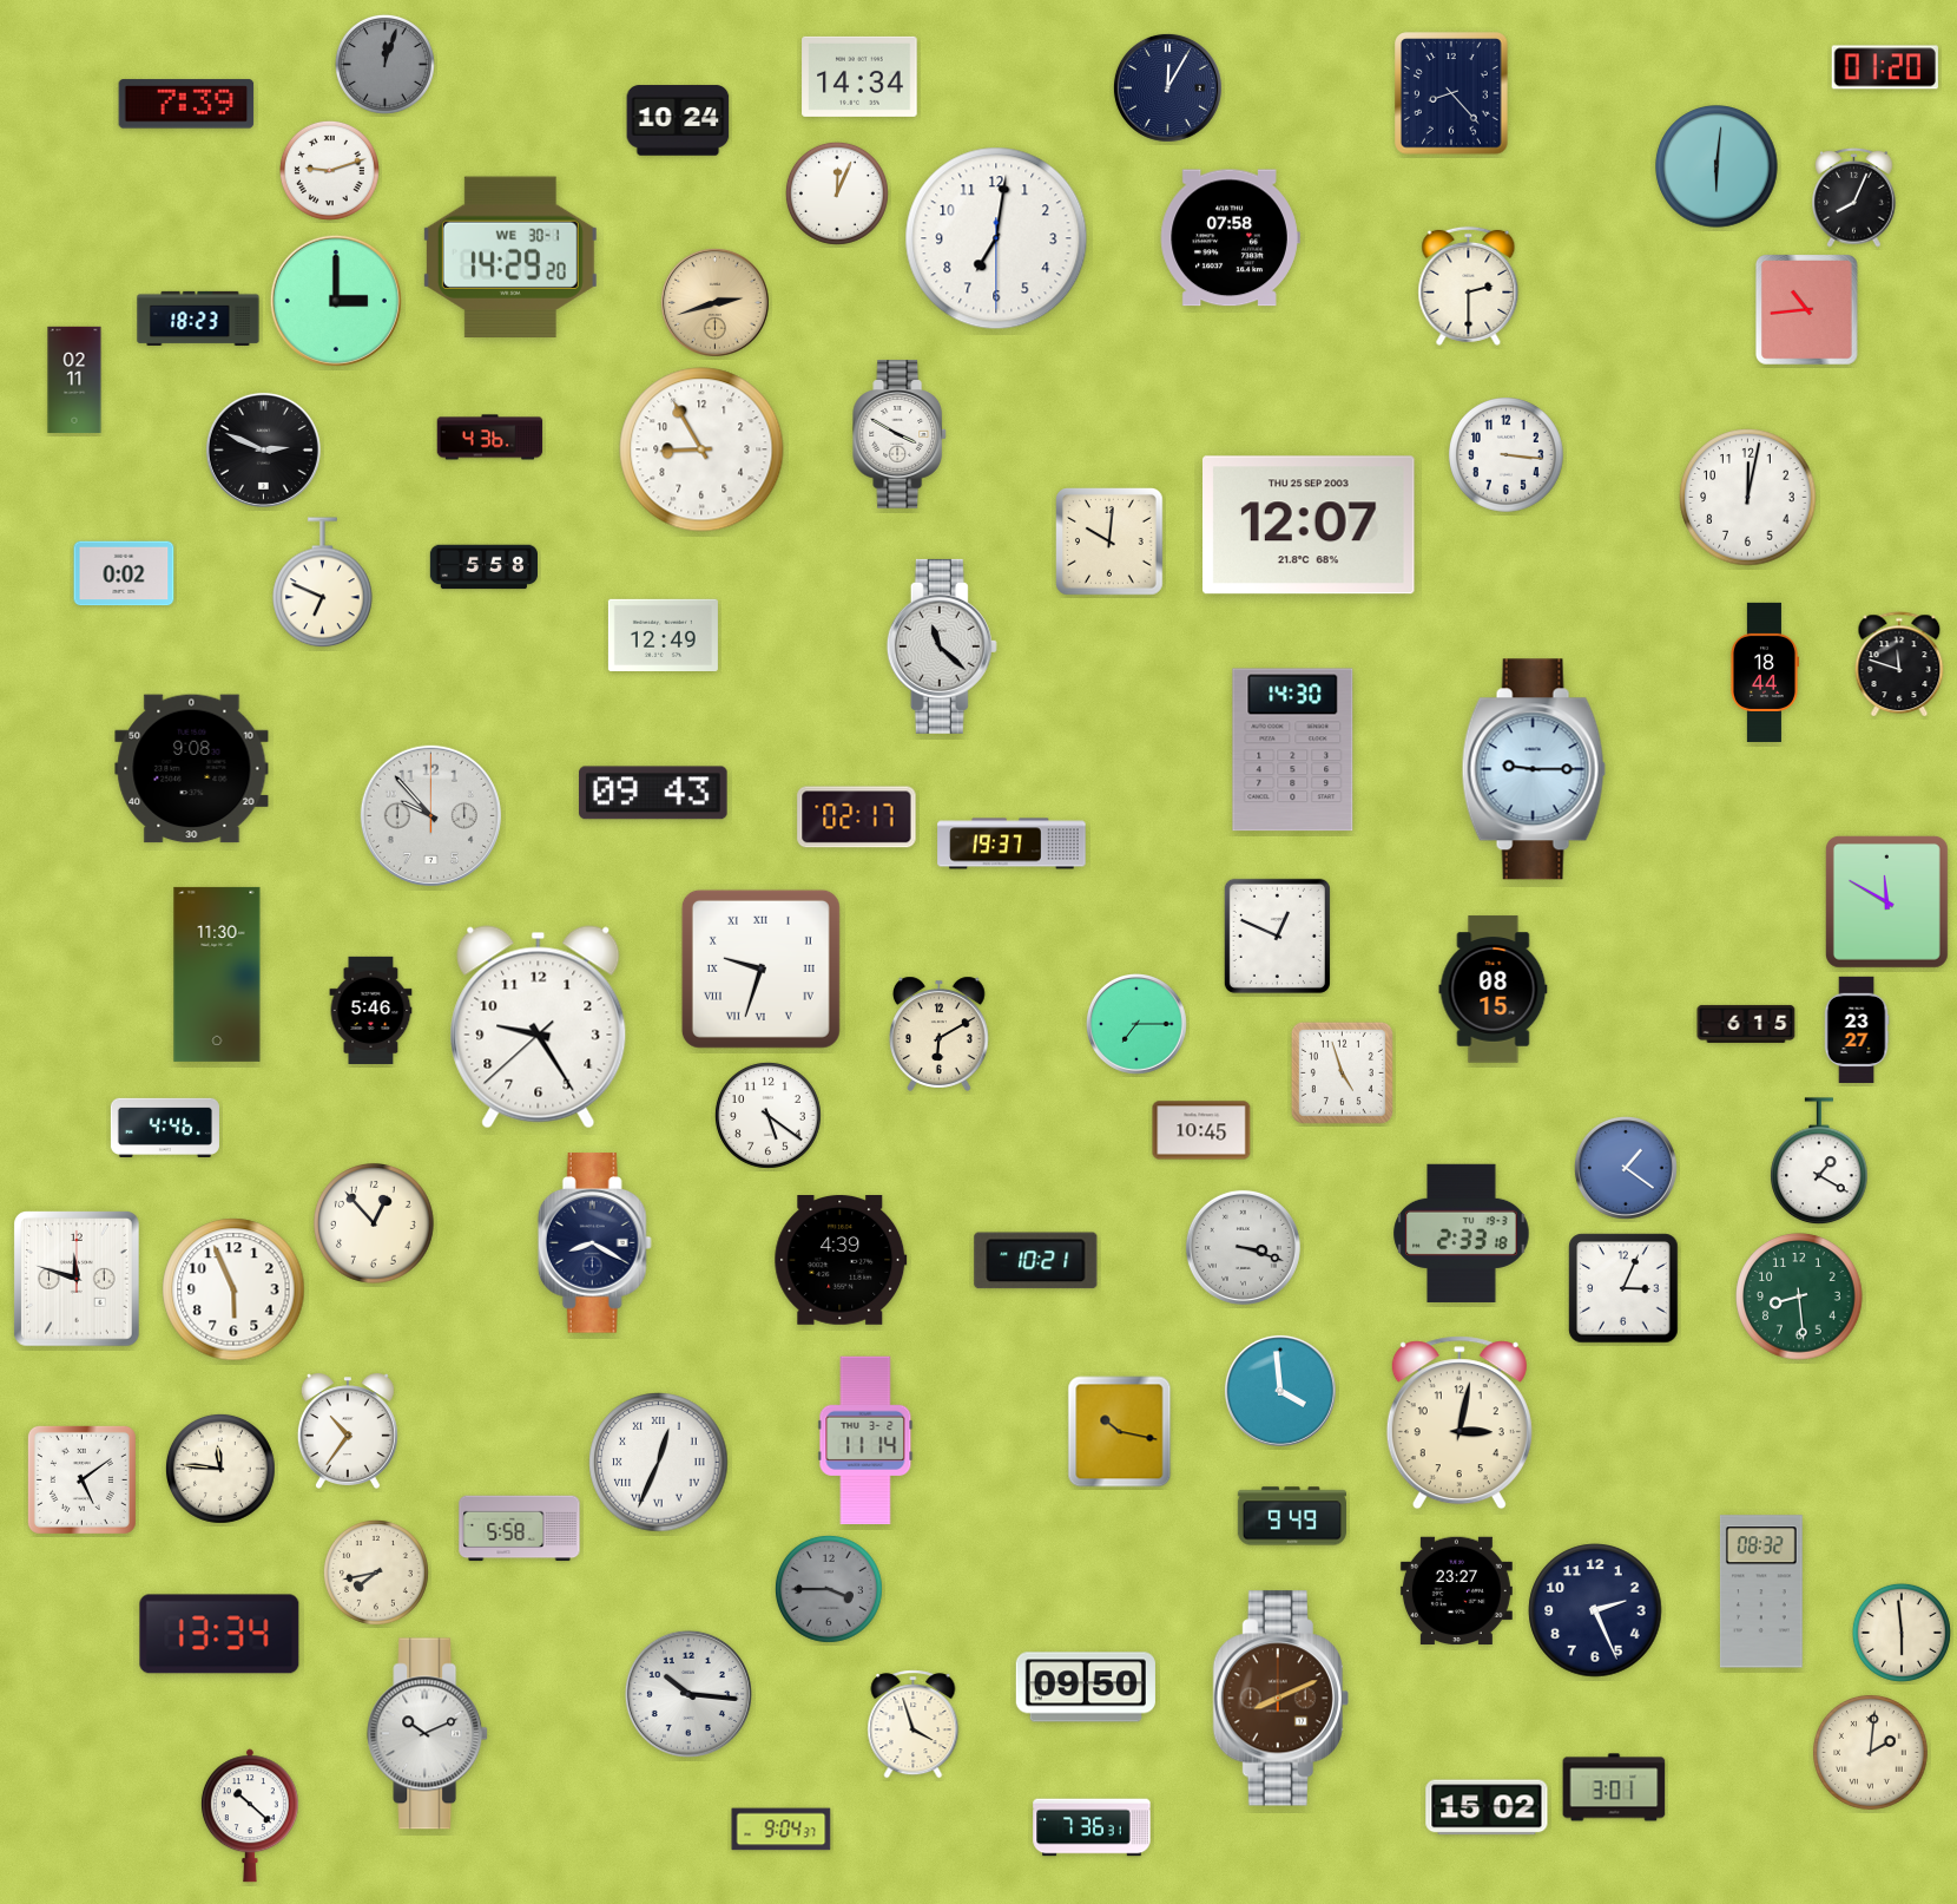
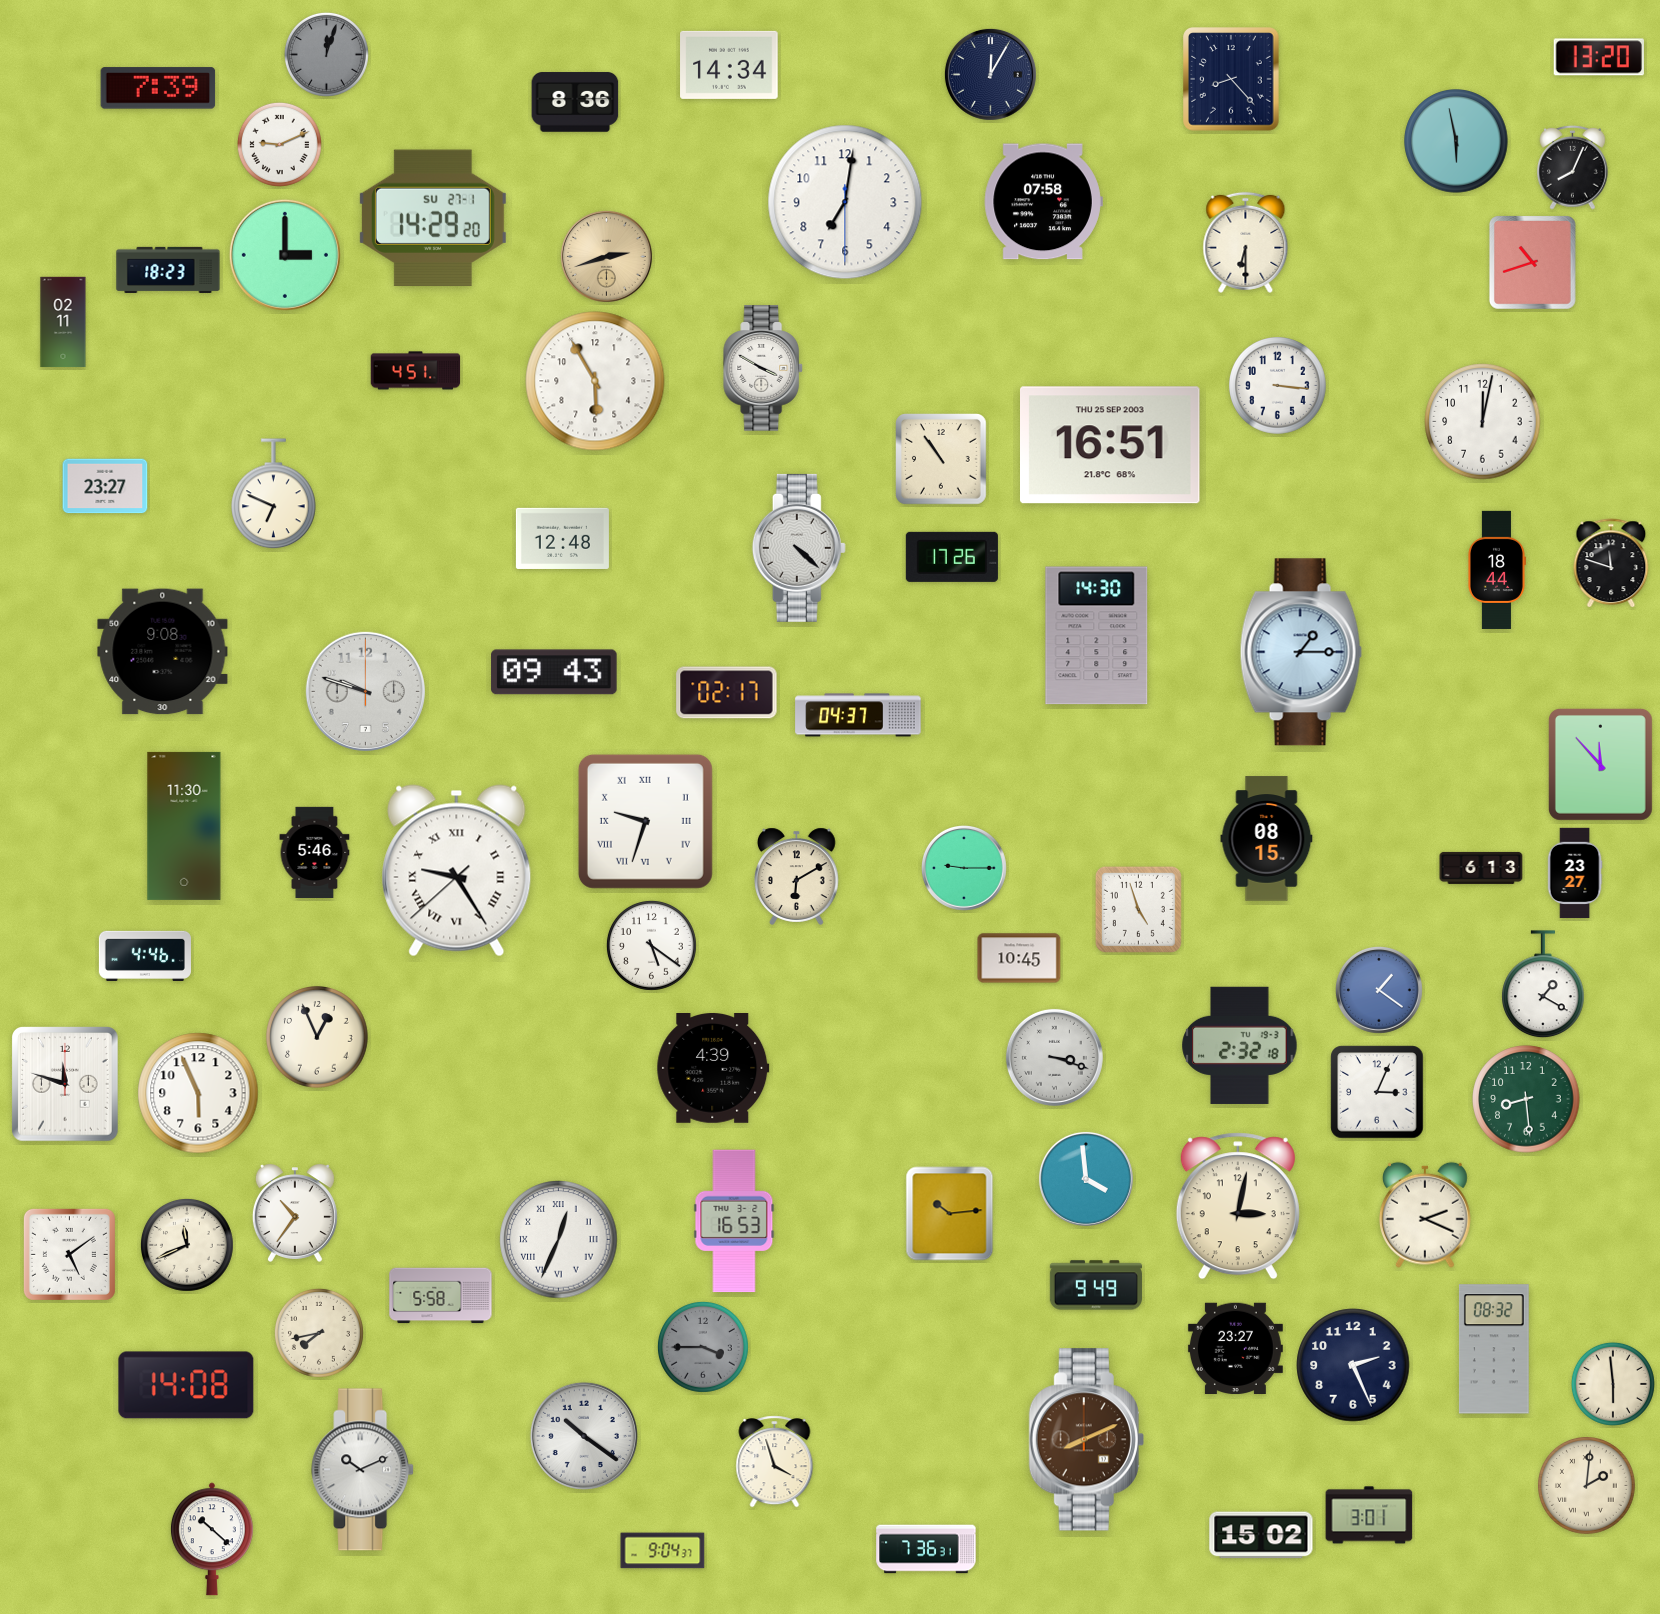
clock at (1885, 67): 01:20 -> 13:20
clock at (678, 120): 10:24 -> 8:36
clock at (1717, 166): 6:01 -> 5:58
clock at (329, 170): 9:12 -> 9:11
clock at (837, 193): 12:04 -> none
clock at (510, 257) date: WE 30-1 -> SU 27-1
clock at (1469, 285): 2:30 -> 6:30
clock at (1806, 310): 10:44 -> 10:42
clock at (490, 438): 4:36 -> 4:51
clock at (263, 449): 2:49 -> none
clock at (701, 449): 8:55 -> 5:55
clock at (1310, 525): 12:07 -> 16:51
clock at (1111, 543): 10:01 -> 10:54
clock at (483, 567): 5:58 -> none
clock at (124, 573): 0:02 -> 23:27
clock at (663, 635): 12:49 -> 12:48
clock at (942, 646): 11:22 -> 4:22
clock at (952, 557): none -> 17:26
clock at (1534, 769): 9:15 -> 1:15
clock at (430, 815): 9:53 -> 9:48
clock at (1012, 843): 19:37 -> 04:37
clock at (1886, 901): 11:50 -> 11:53
clock at (1277, 935): 12:49 -> none
clock at (371, 1010) position: (371, 1010) -> (315, 852)
clock at (1746, 1024): 6:15 -> 6:13
clock at (1138, 1025): 7:15 -> 9:15
clock at (539, 1027) numerals: Arabic -> Roman
clock at (165, 1127) position: (165, 1127) -> (145, 955)
clock at (374, 1223): 12:53 -> 12:56
clock at (1462, 1233): 2:33 -> 2:32
clock at (594, 1243): 8:20 -> none
clock at (1036, 1261): 10:21 -> none
clock at (1120, 1432): 10:17 -> 10:14
clock at (1425, 1215): none -> 2:19
clock at (865, 1440): 11:14 -> 16:53
clock at (220, 1469): 11:46 -> 11:41
clock at (219, 1634): 13:34 -> 14:08
clock at (1086, 1687): 09:50 -> none
clock at (688, 1694): 10:16 -> 10:21
clock at (1487, 1807) position: (1487, 1807) -> (1261, 1535)
